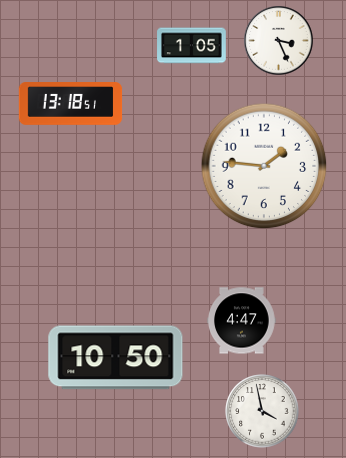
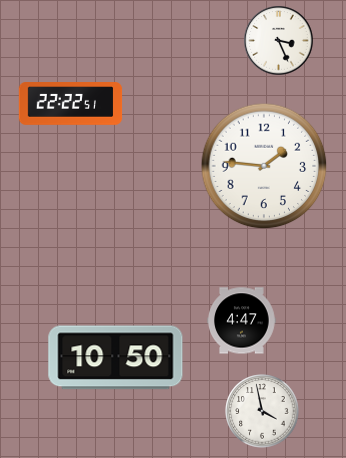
clock at (192, 46): 1:05 -> none
clock at (71, 104): 13:18 -> 22:22
